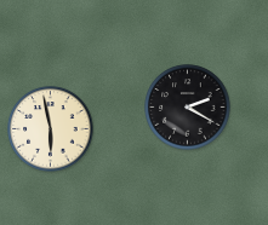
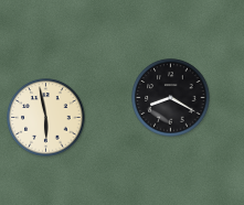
clock at (188, 108): 2:20 -> 8:20
